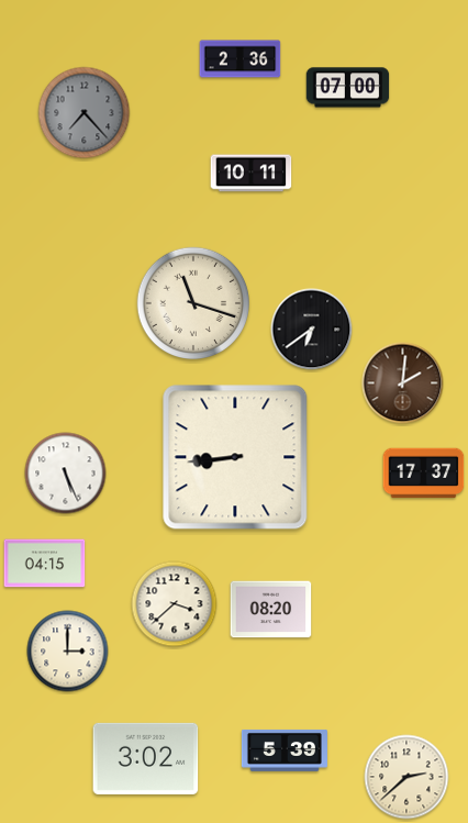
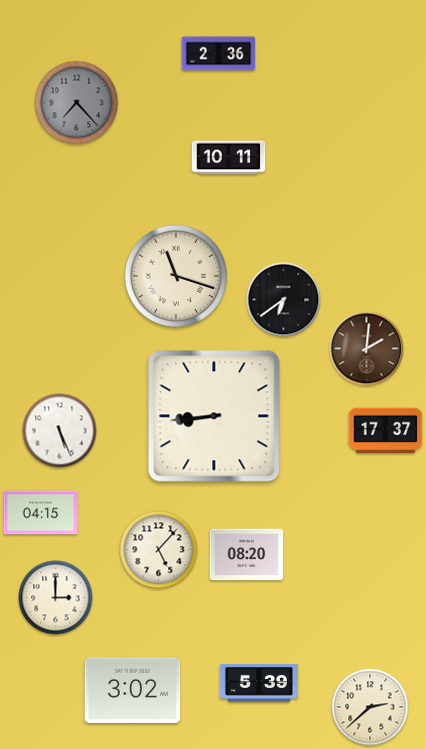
clock at (348, 88): 07:00 -> none
clock at (175, 604): 3:38 -> 5:07
clock at (68, 652) position: (68, 652) -> (56, 598)
